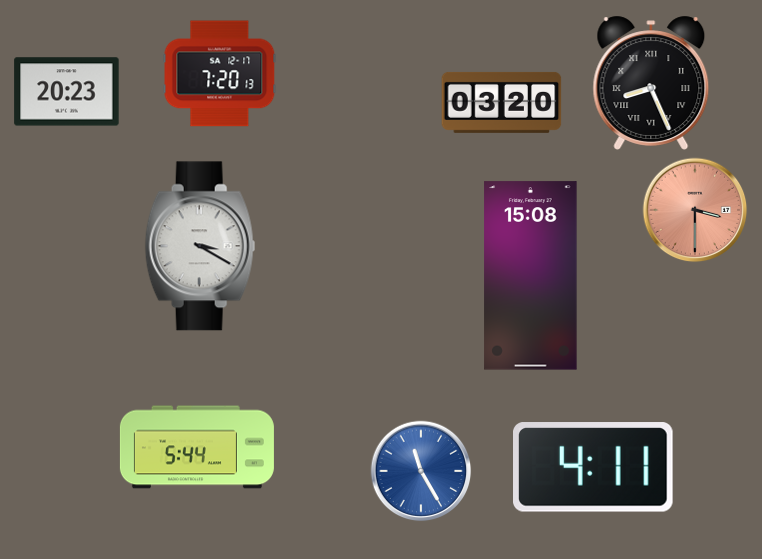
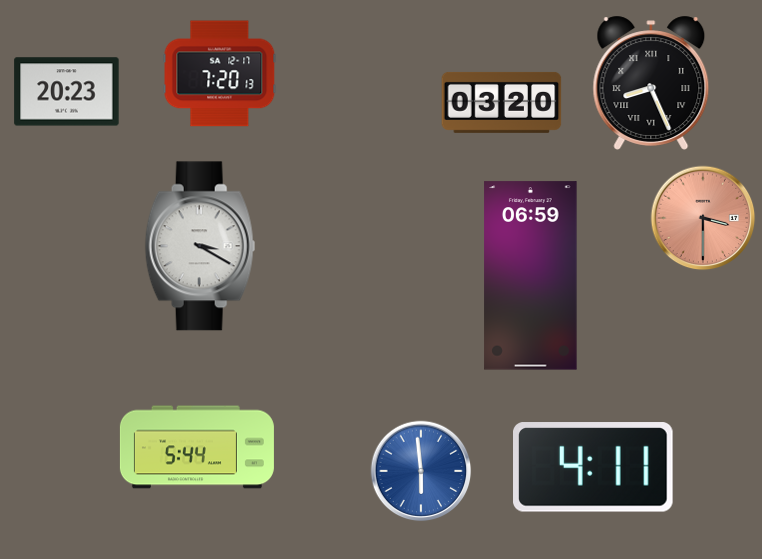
clock at (695, 210) position: (695, 210) -> (703, 218)
clock at (531, 276): 15:08 -> 06:59
clock at (421, 471): 11:25 -> 5:59
